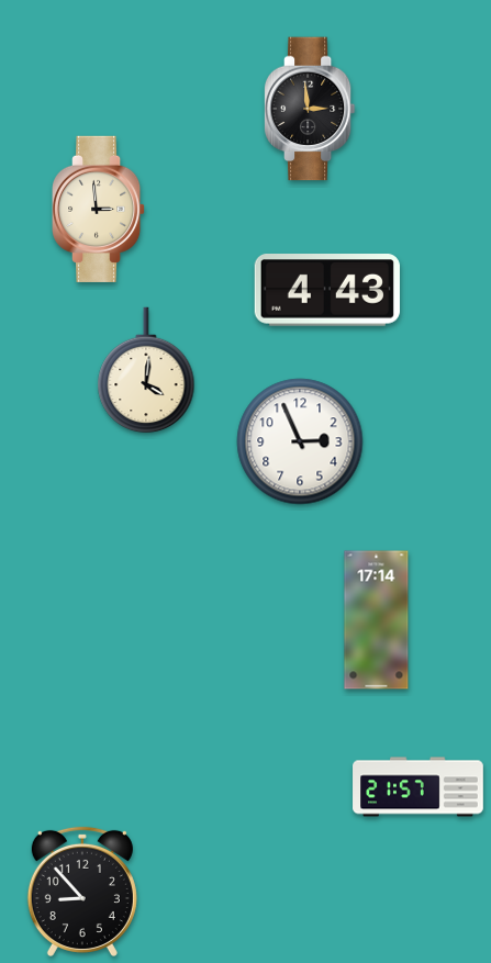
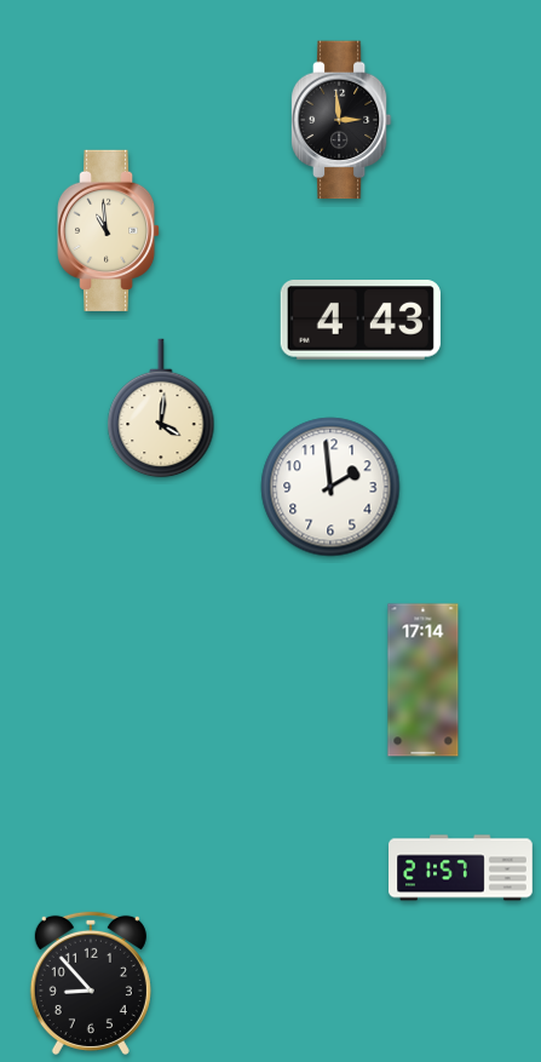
clock at (100, 209): 2:59 -> 10:59
clock at (300, 441): 2:56 -> 1:59
clock at (377, 620) position: (377, 620) -> (424, 681)
